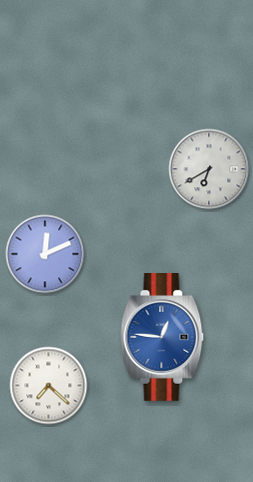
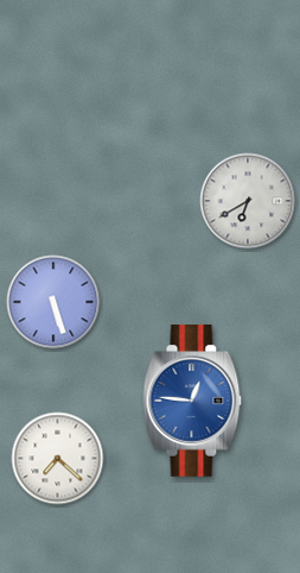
clock at (45, 254): 12:11 -> 5:27
